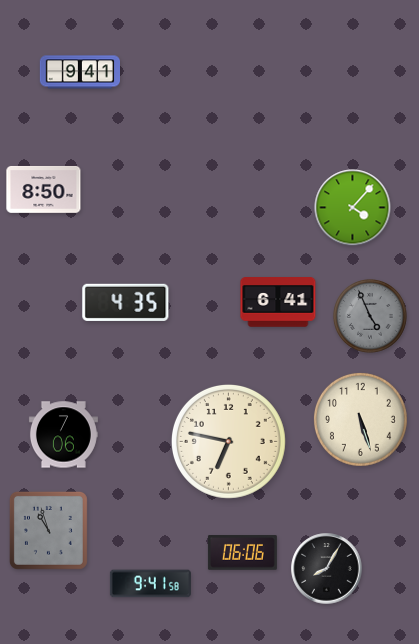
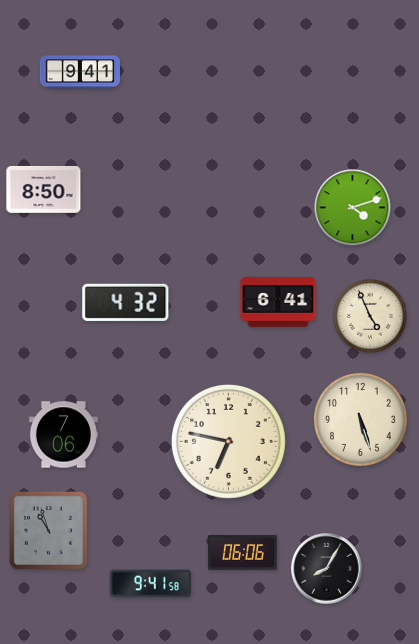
clock at (353, 208): 4:07 -> 4:12
clock at (126, 302): 4:35 -> 4:32
clock at (371, 317) dial: grey -> cream
